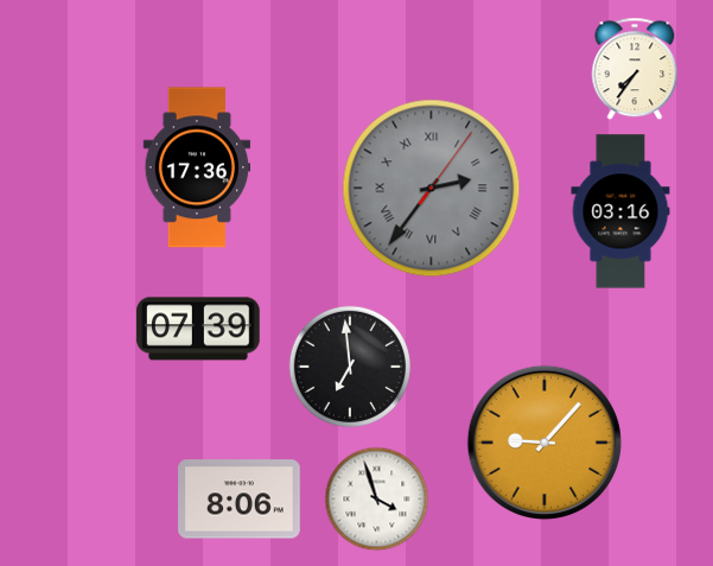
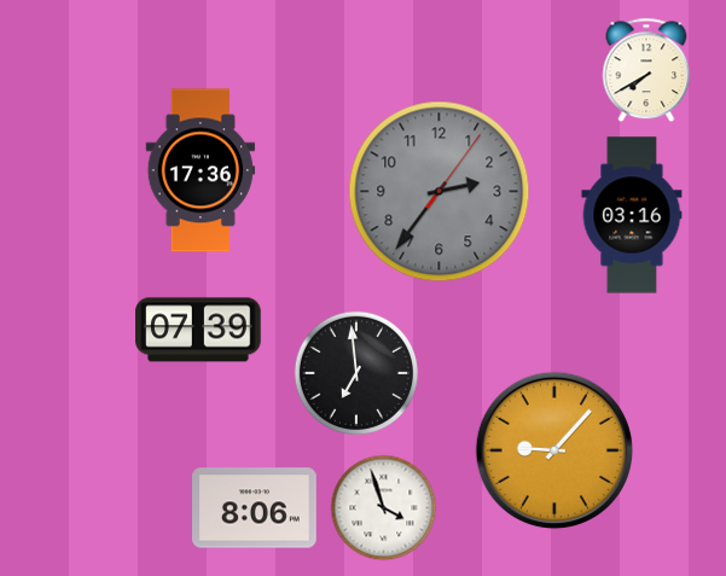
clock at (635, 69): 7:36 -> 7:40
clock at (432, 189) numerals: Roman -> Arabic
clock at (198, 329) position: (198, 329) -> (198, 330)
clock at (240, 500) position: (240, 500) -> (255, 508)
